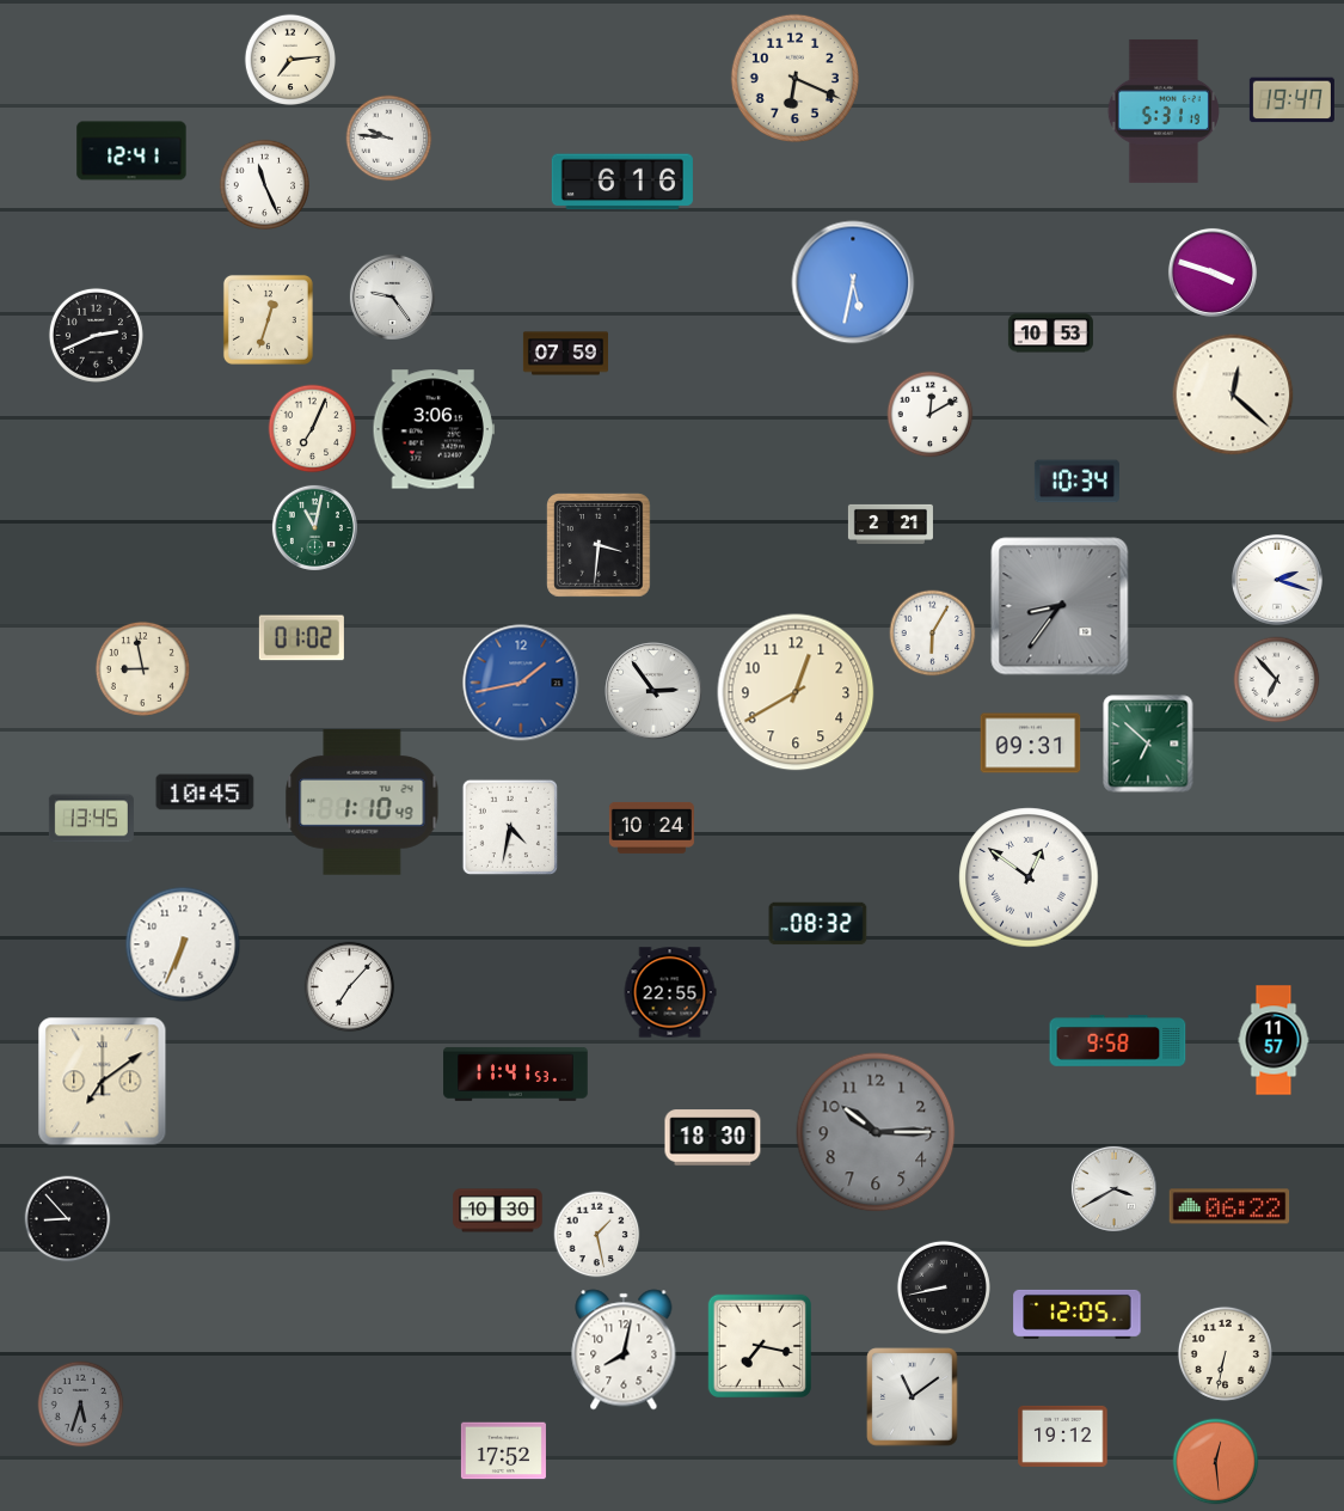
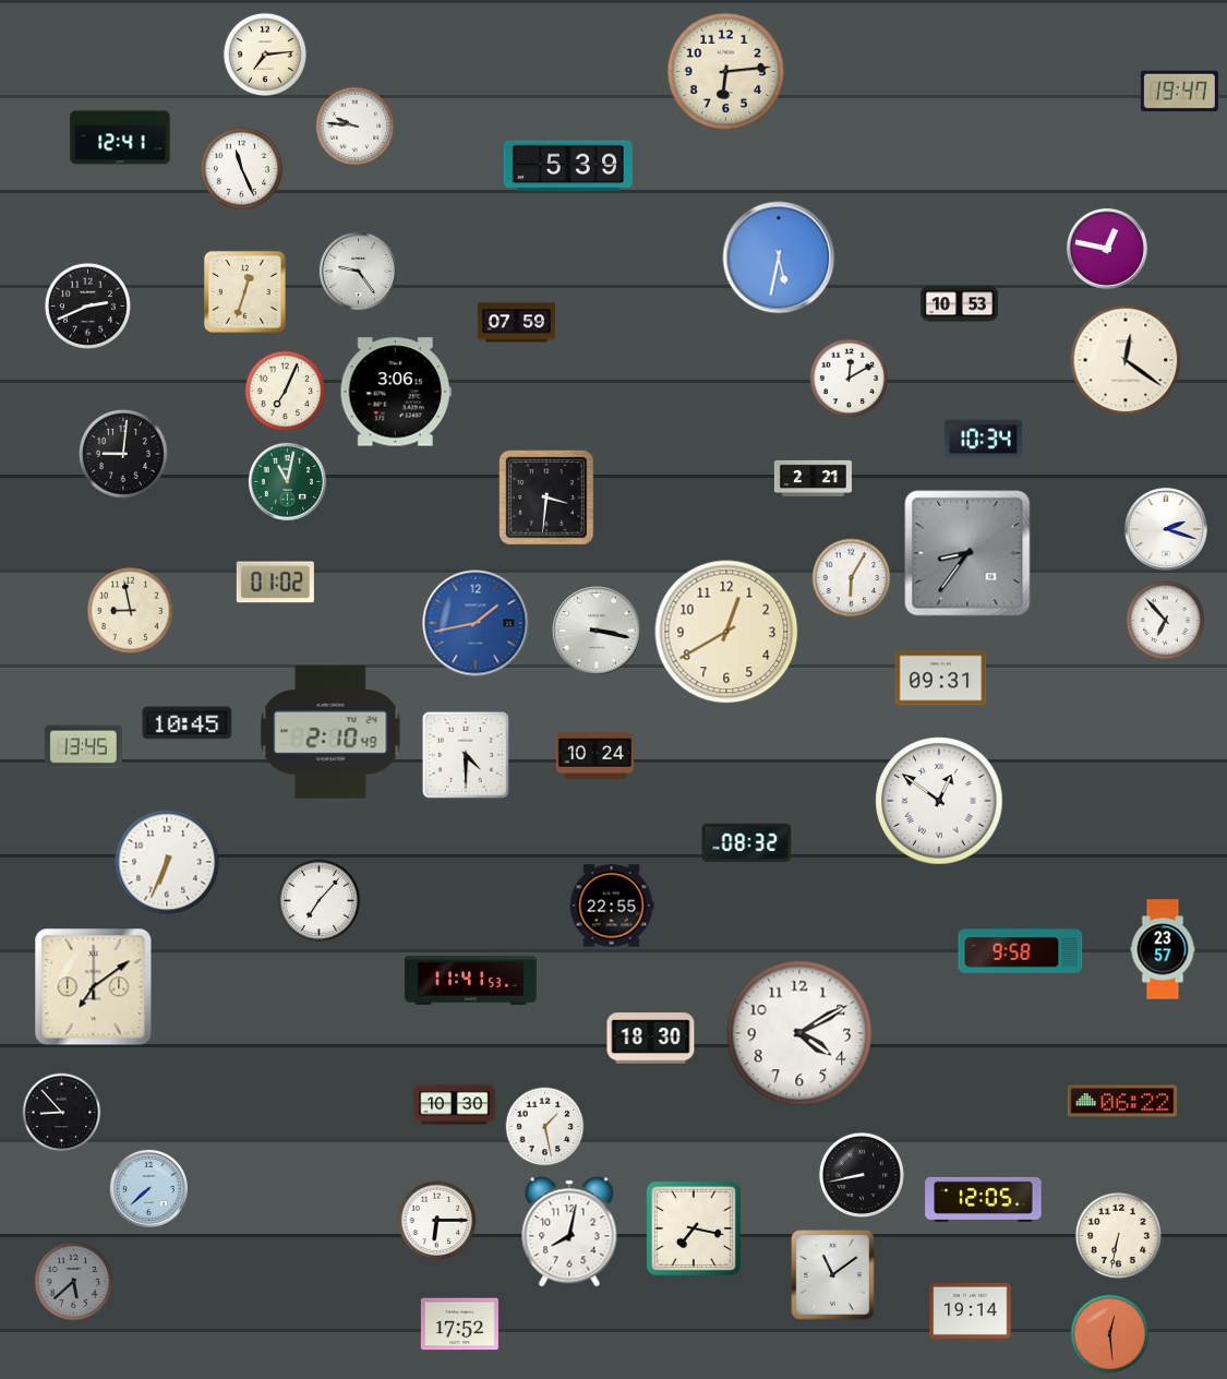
clock at (794, 78): 6:19 -> 6:14
clock at (1164, 111): 5:31 -> none
clock at (622, 182): 6:16 -> 5:39
clock at (1213, 273): 3:48 -> 12:47
clock at (1233, 394): 12:22 -> 12:21
clock at (124, 455): none -> 9:01
clock at (653, 691): 2:54 -> 3:17
clock at (1148, 744): 6:52 -> none
clock at (362, 803): 1:10 -> 2:10
clock at (510, 827): 4:32 -> 4:30
clock at (1274, 1040): 11:57 -> 23:57
clock at (876, 1132): 10:15 -> 4:10
clock at (876, 1132) dial: grey -> white
clock at (1113, 1188): 3:40 -> none
clock at (148, 1188): none -> 7:38
clock at (437, 1221): none -> 6:15
clock at (81, 1405): 5:33 -> 5:38
clock at (1063, 1436): 19:12 -> 19:14
